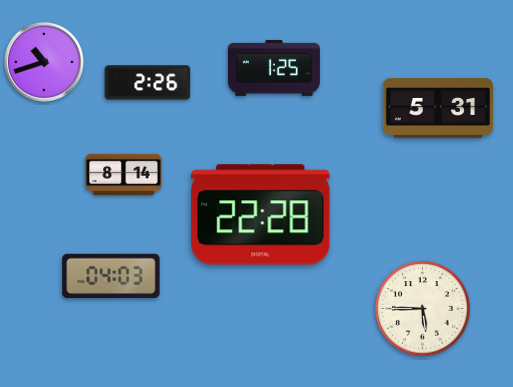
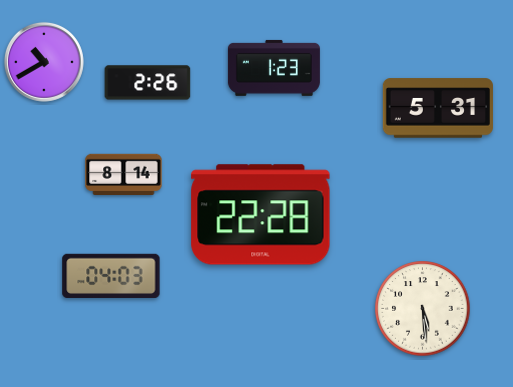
clock at (44, 62): 10:42 -> 10:40
clock at (274, 68): 1:25 -> 1:23
clock at (423, 309): 5:45 -> 5:29
